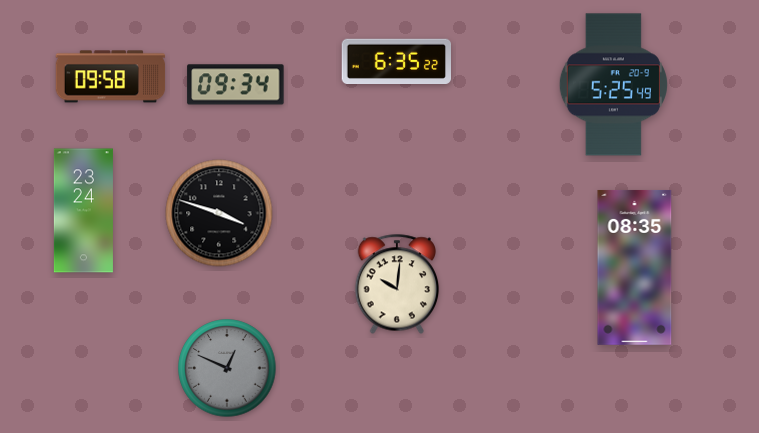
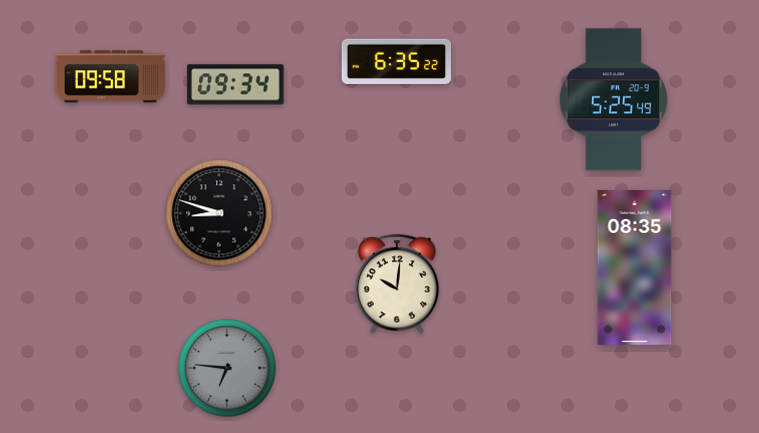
clock at (613, 85) position: (613, 85) -> (613, 100)
clock at (83, 211): 23:24 -> none
clock at (219, 213): 3:48 -> 8:48
clock at (227, 368): 12:49 -> 6:46
